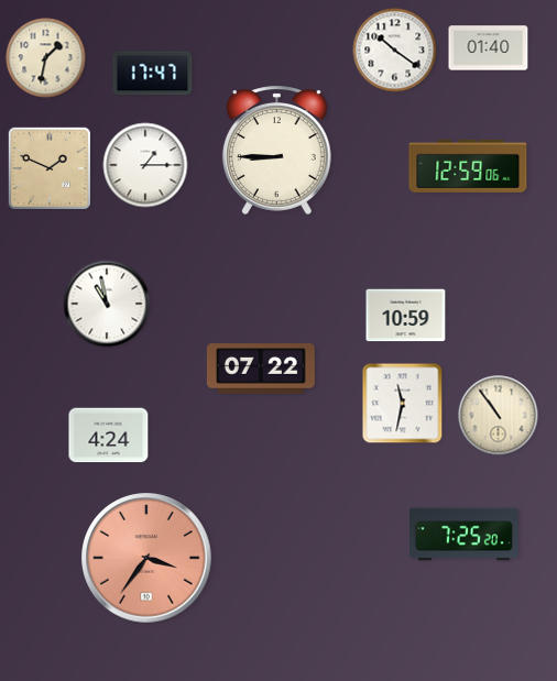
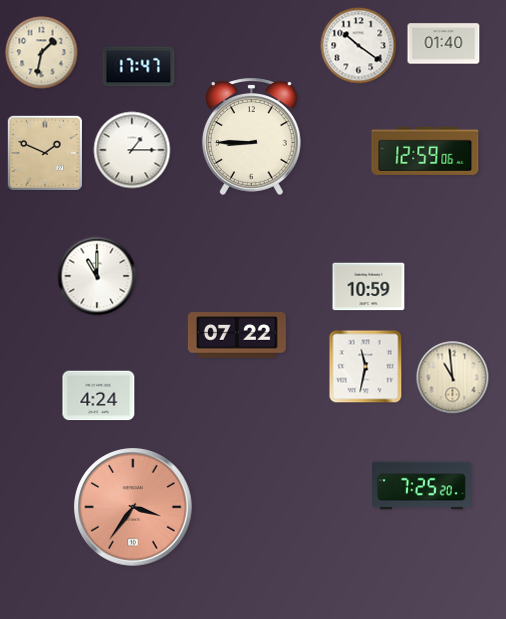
clock at (107, 304): 10:58 -> 11:00
clock at (499, 416): 10:54 -> 10:59
